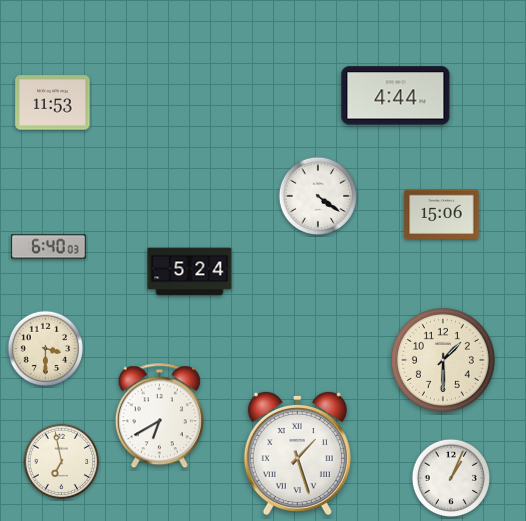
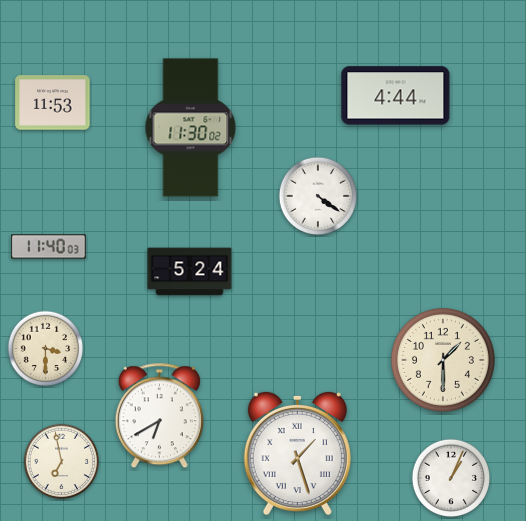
clock at (191, 128): none -> 11:30
clock at (442, 214): 15:06 -> none
clock at (49, 247): 6:40 -> 11:40
